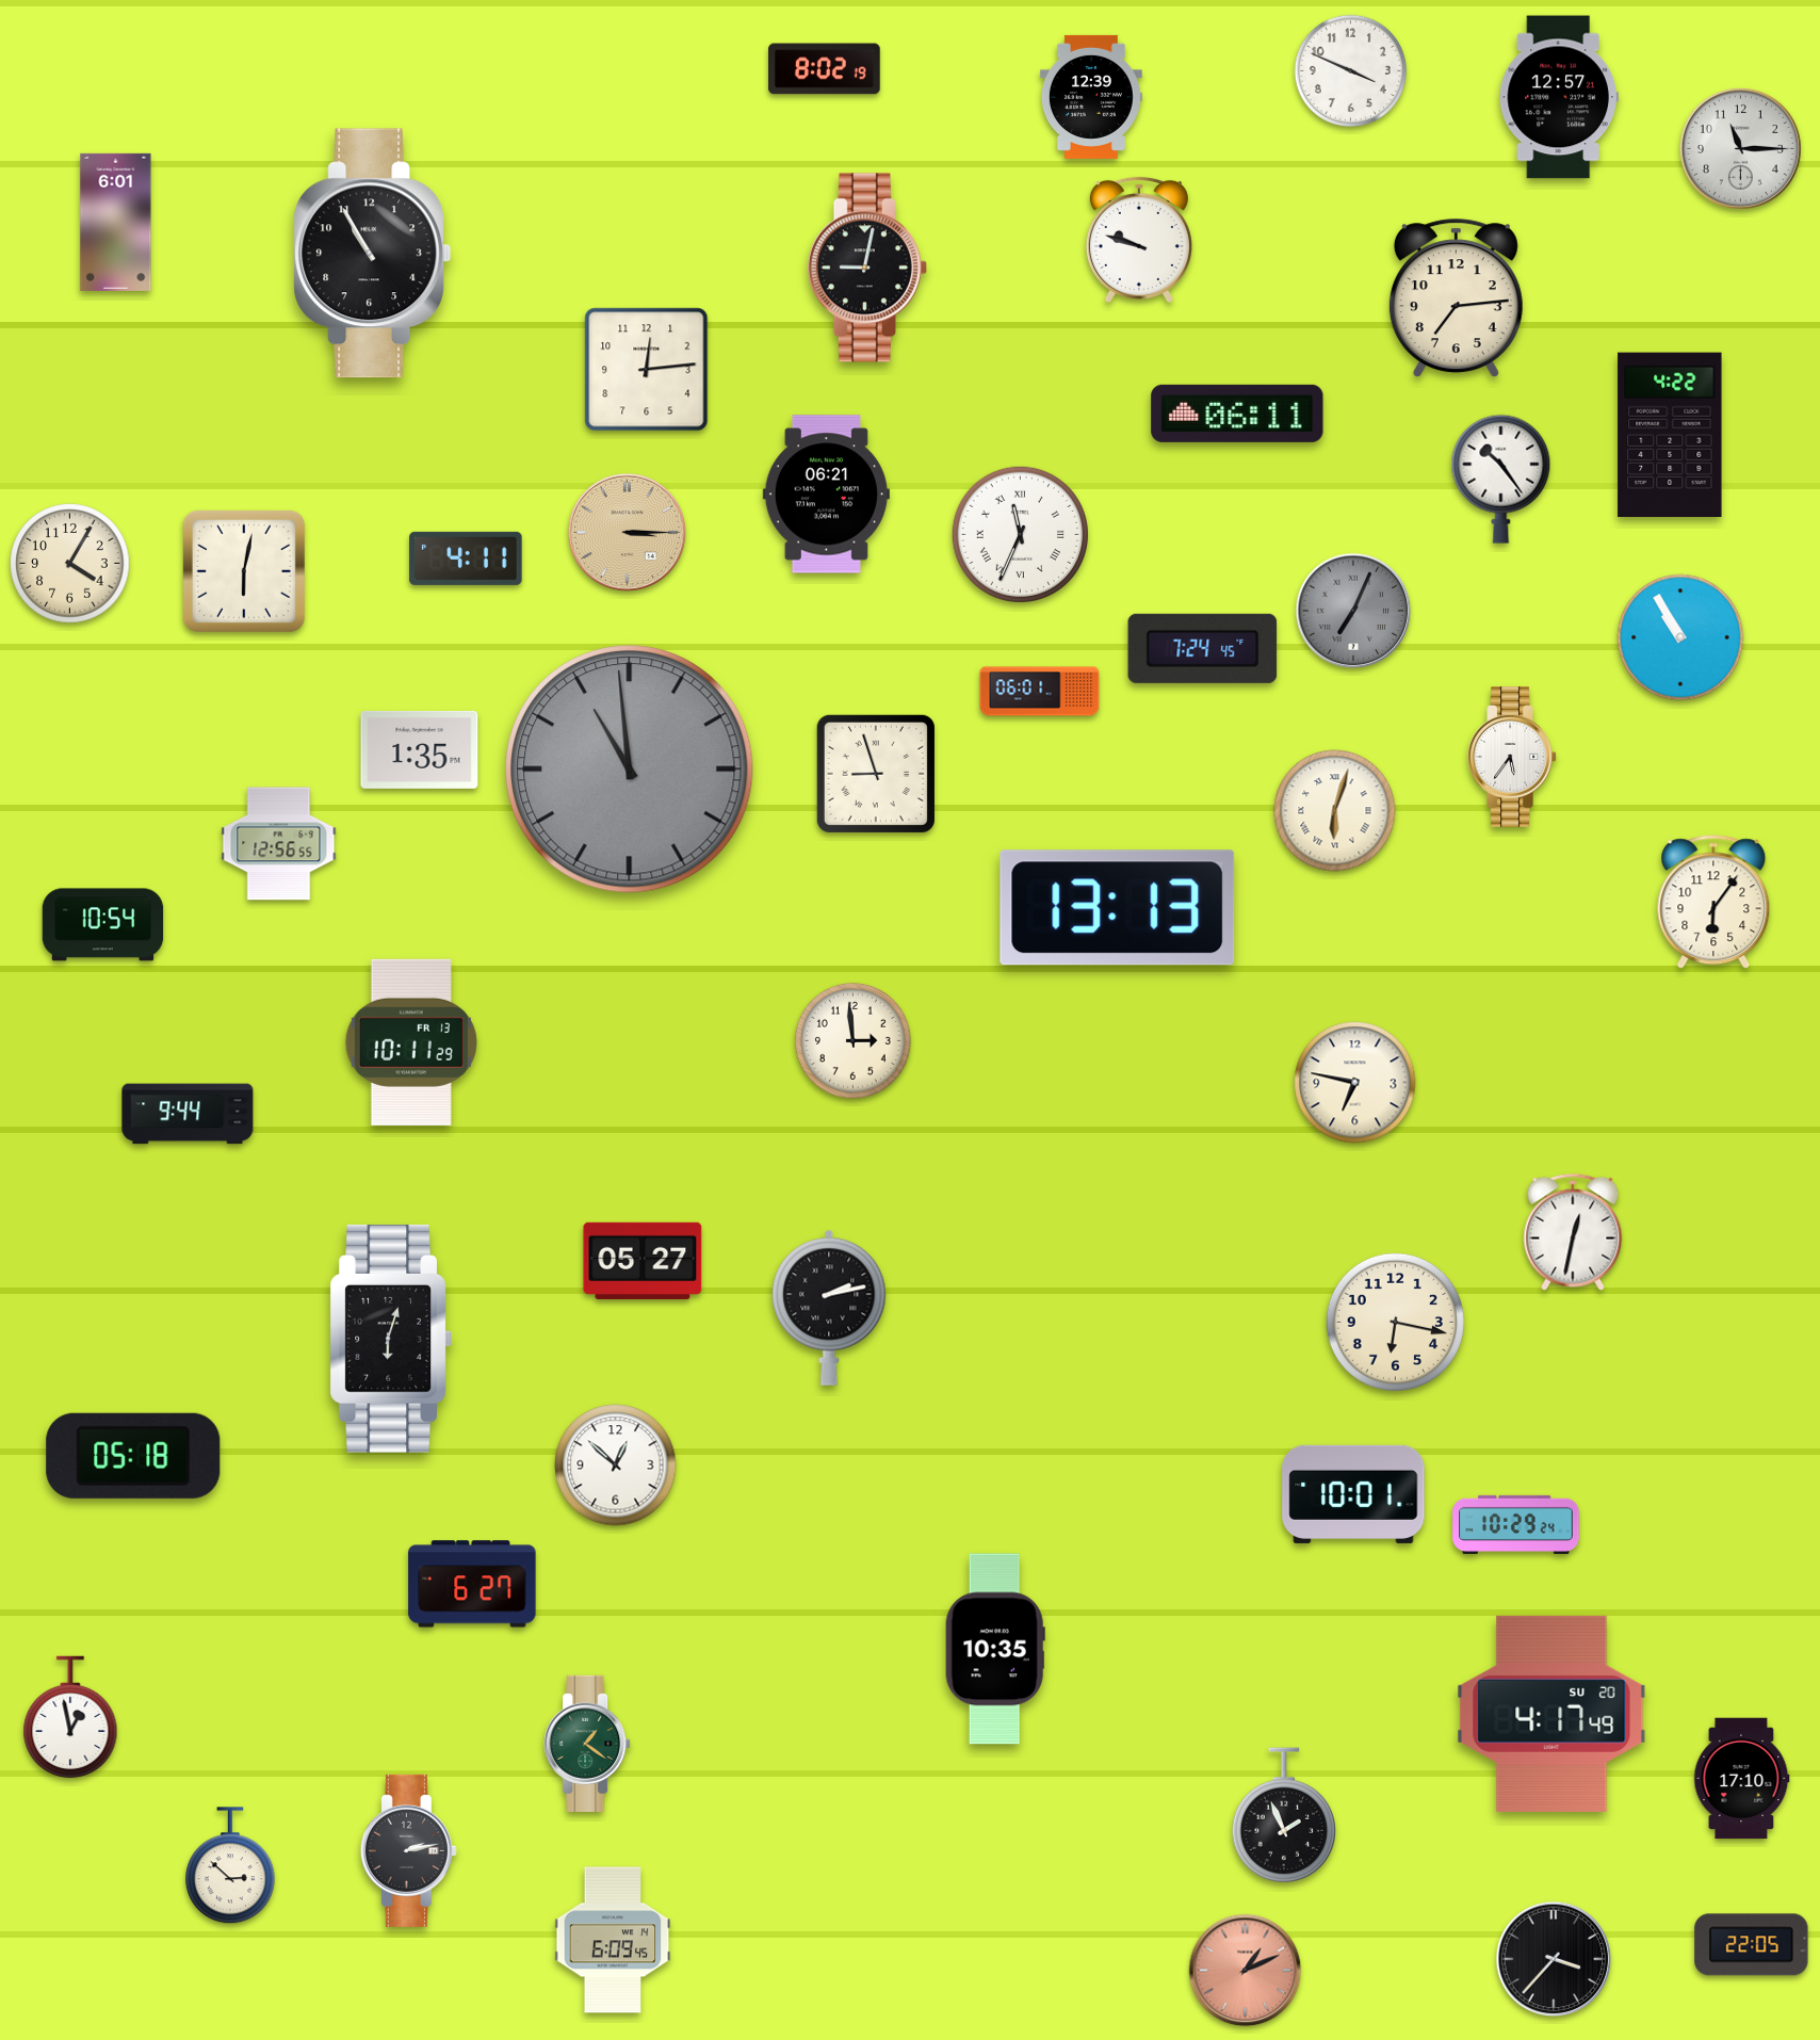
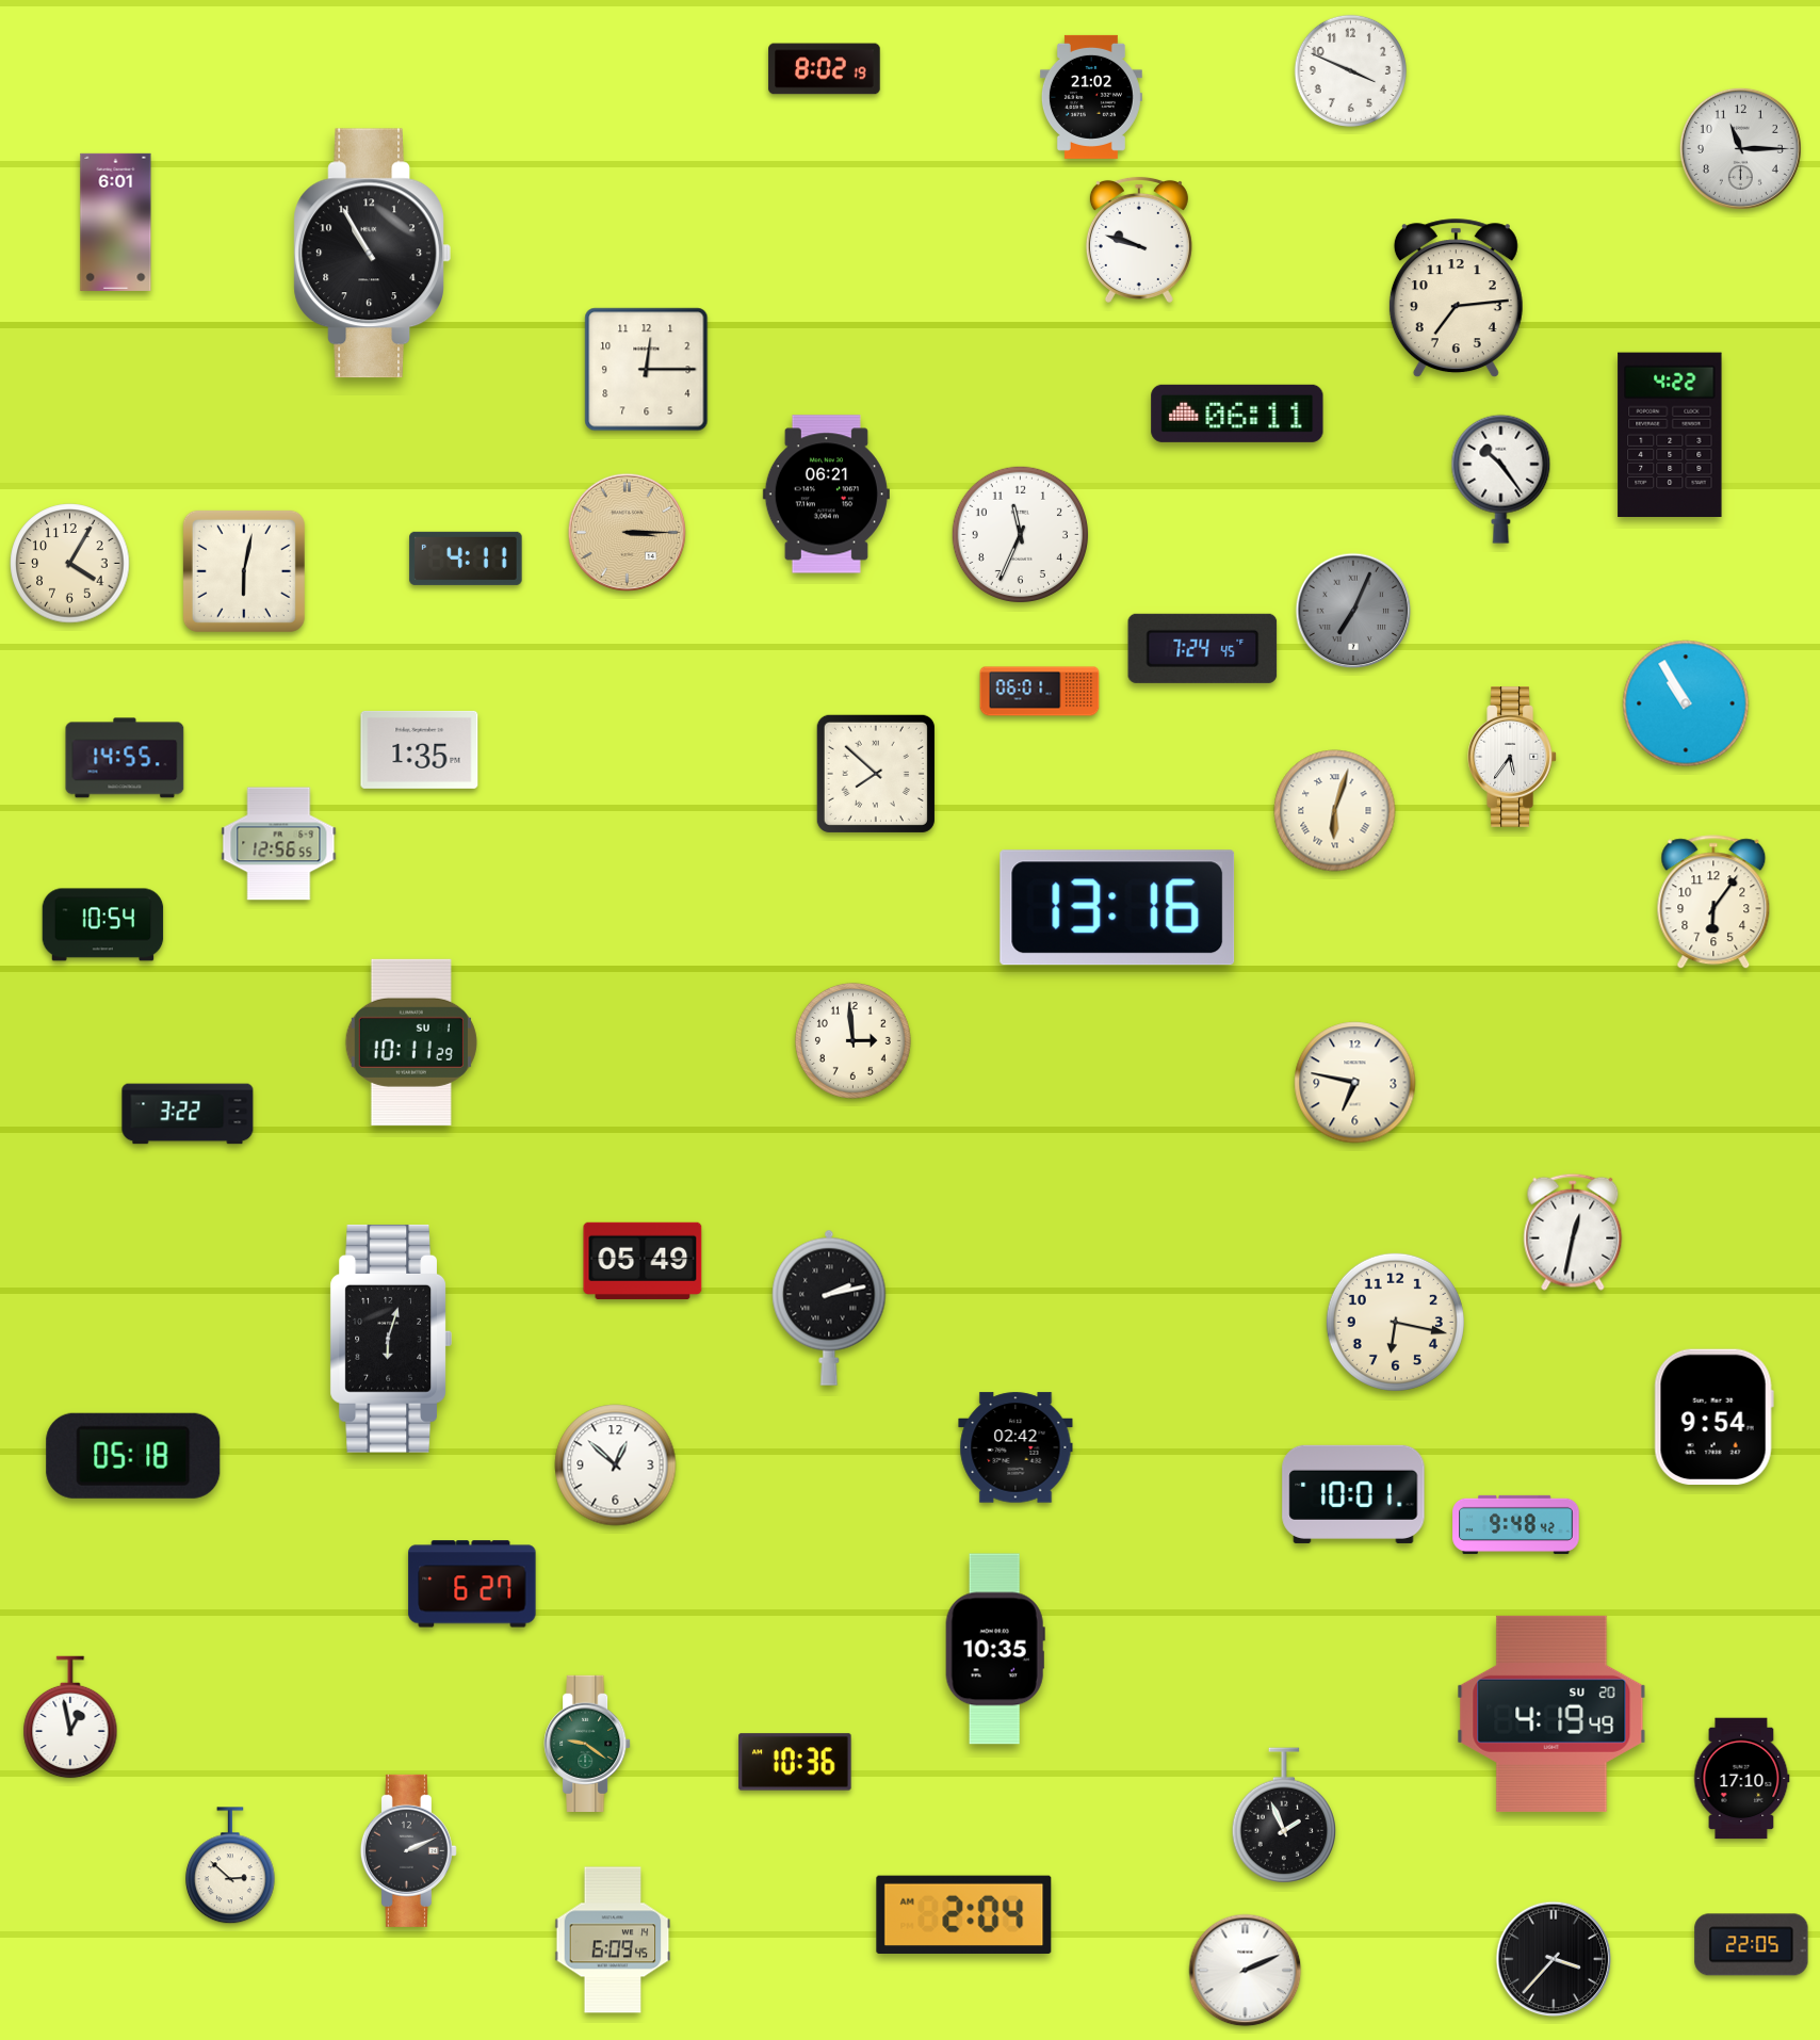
clock at (1091, 97): 12:39 -> 21:02
clock at (1559, 97): 12:57 -> none
clock at (867, 268): 9:02 -> none
clock at (647, 370): 12:14 -> 12:15
clock at (1020, 534) numerals: Roman -> Arabic
clock at (1680, 637) position: (1680, 637) -> (1686, 703)
clock at (125, 758): none -> 14:55
clock at (630, 770): 10:59 -> none
clock at (876, 774): 8:57 -> 7:52
clock at (1118, 908): 13:13 -> 13:16
clock at (411, 1042) date: FR 13 -> SU 1
clock at (188, 1114): 9:44 -> 3:22
clock at (643, 1261): 05:27 -> 05:49
clock at (1713, 1416): none -> 9:54
clock at (1015, 1447): none -> 02:42
clock at (1516, 1524): 10:29 -> 9:48
clock at (1551, 1714): 4:17 -> 4:19
clock at (587, 1744): 1:21 -> 9:21
clock at (795, 1762): none -> 10:36
clock at (408, 1850): 2:13 -> 2:11
clock at (964, 1914): none -> 2:04
clock at (1246, 1971): 1:11 -> 2:11
clock at (1246, 1971) dial: salmon -> white
